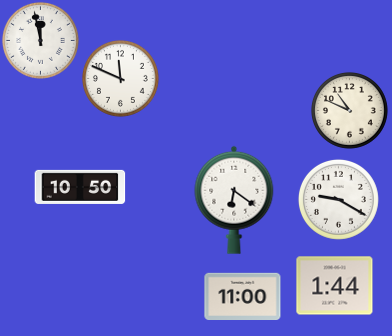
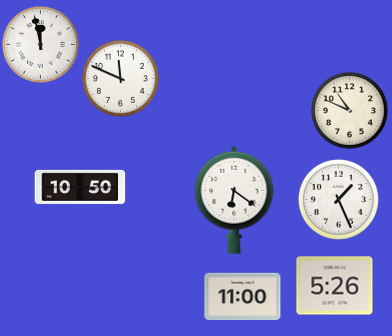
clock at (40, 40) position: (40, 40) -> (40, 44)
clock at (338, 199): 9:20 -> 1:26
clock at (335, 286): 1:44 -> 5:26
